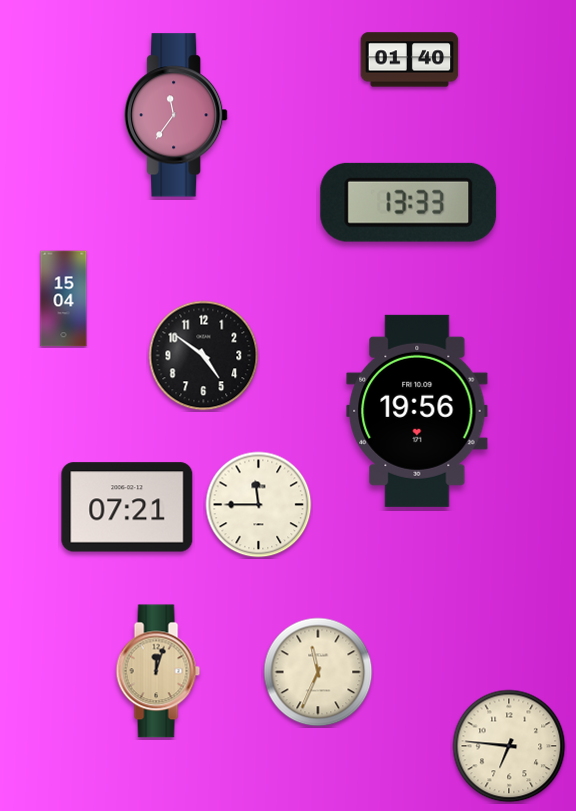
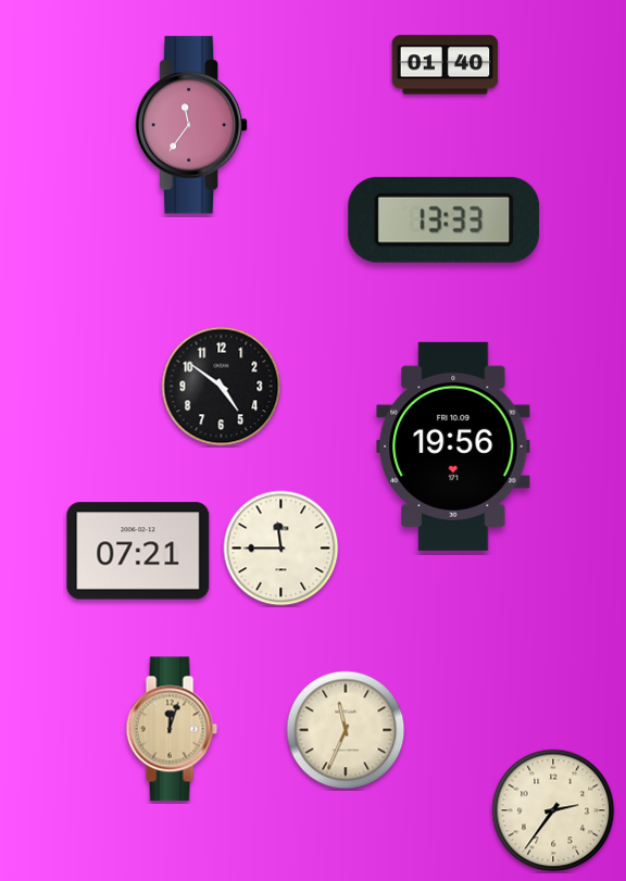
clock at (64, 299): 15:04 -> none
clock at (509, 746): 6:46 -> 2:36
